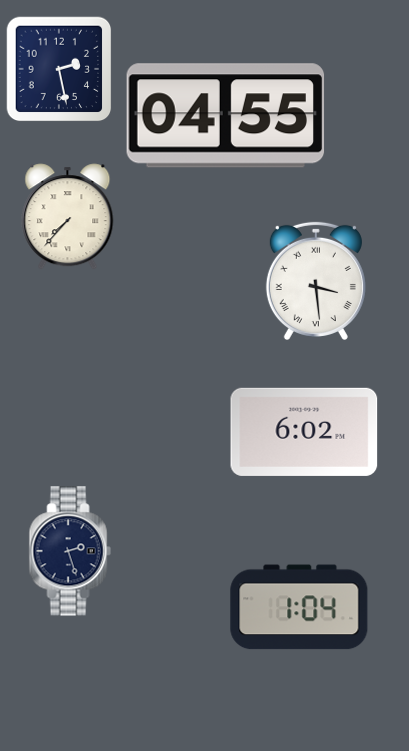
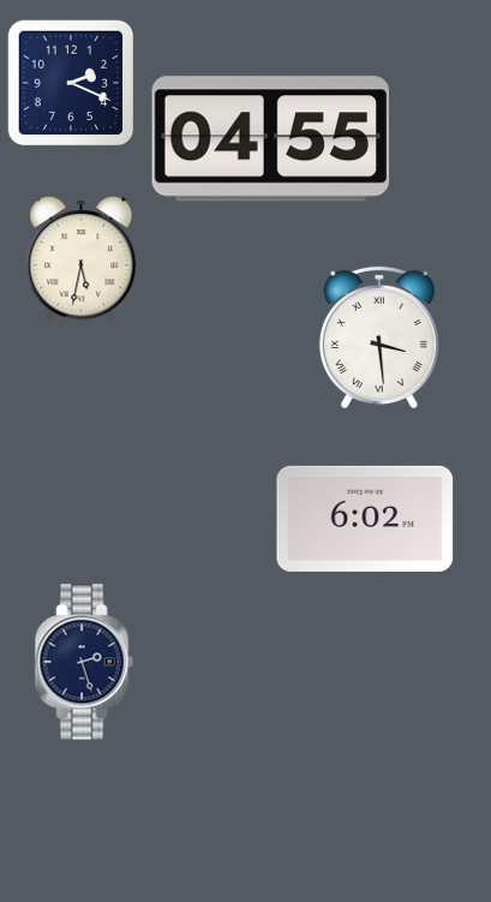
clock at (59, 69): 2:28 -> 2:19
clock at (68, 217): 7:37 -> 5:32
clock at (299, 607): 1:04 -> none
